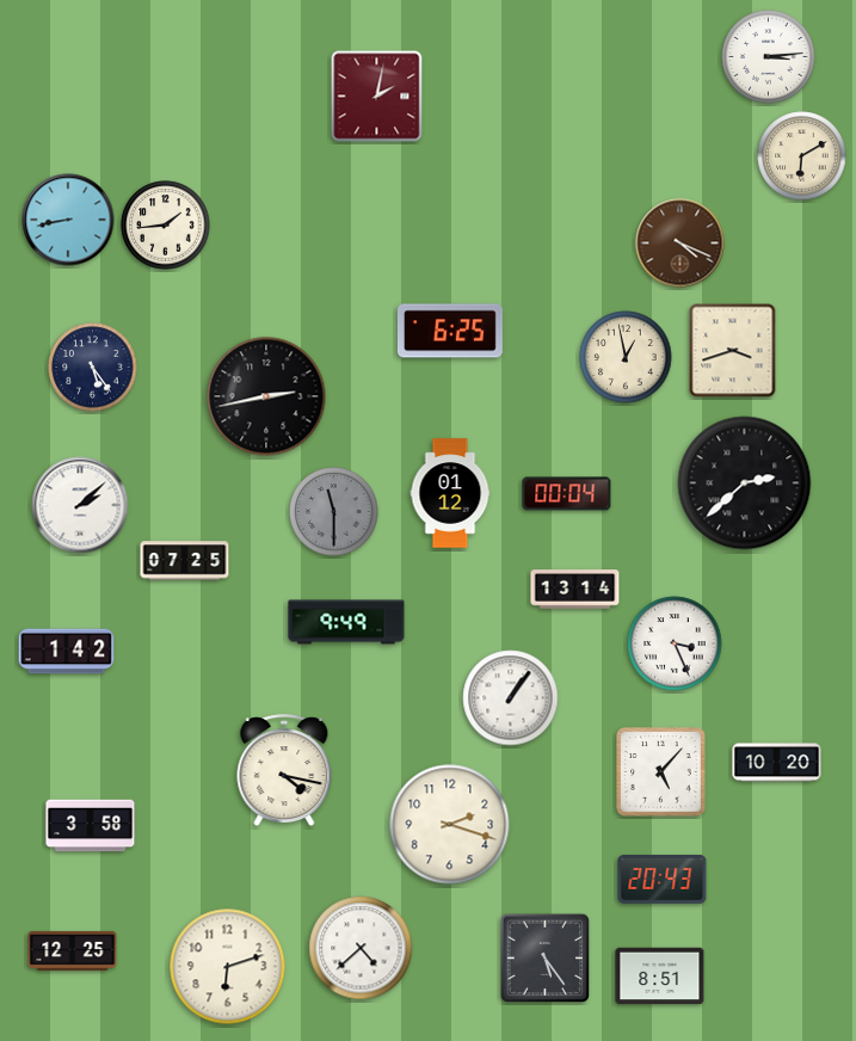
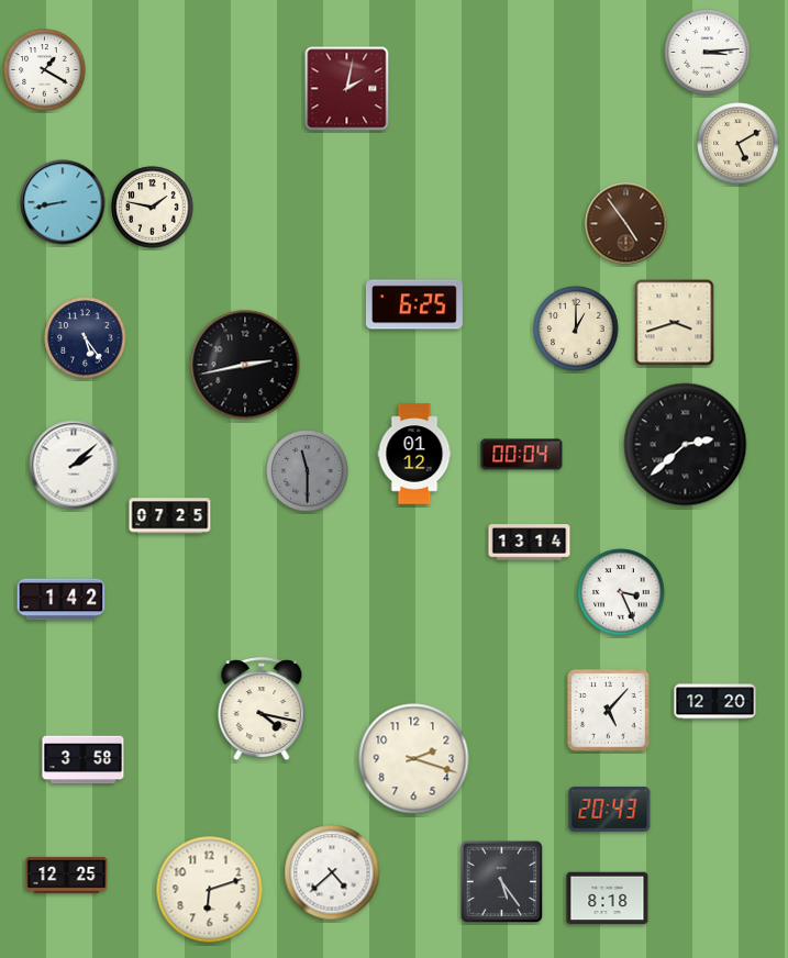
clock at (45, 70): none -> 1:20
clock at (802, 156): 6:10 -> 5:10
clock at (166, 226): 1:44 -> 1:47
clock at (681, 244): 4:19 -> 4:54
clock at (626, 357): 12:58 -> 1:00
clock at (346, 622): 9:49 -> none
clock at (511, 698): 1:06 -> none
clock at (777, 763): 10:20 -> 12:20
clock at (660, 977): 8:51 -> 8:18
